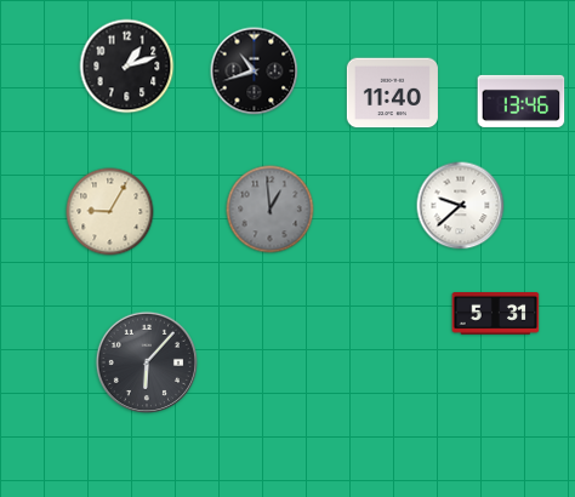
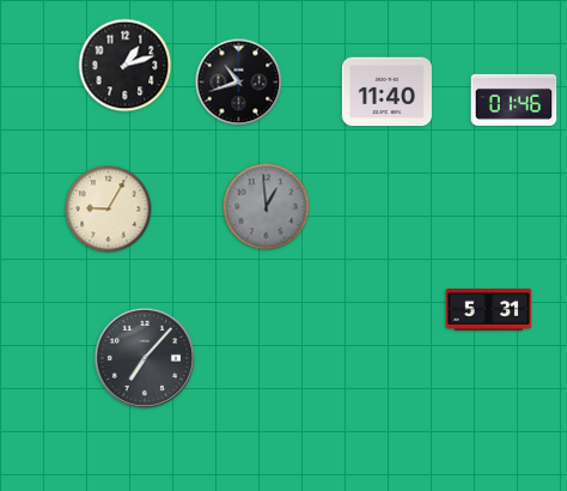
clock at (255, 72) position: (255, 72) -> (239, 83)
clock at (522, 101): 13:46 -> 01:46
clock at (461, 206): 9:38 -> none
clock at (147, 362): 6:07 -> 7:07
